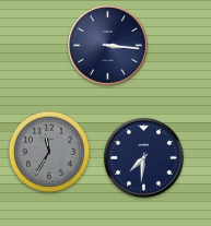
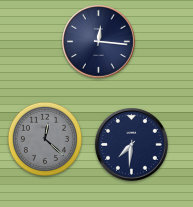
clock at (108, 46): 3:16 -> 12:16
clock at (49, 152): 11:35 -> 12:22
